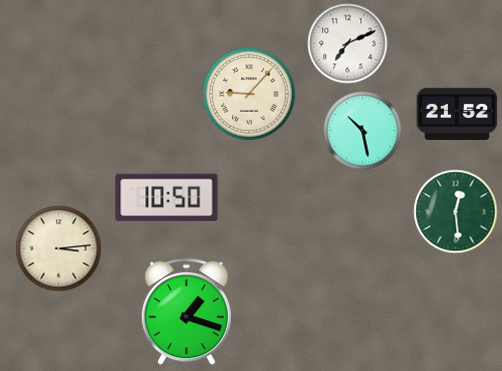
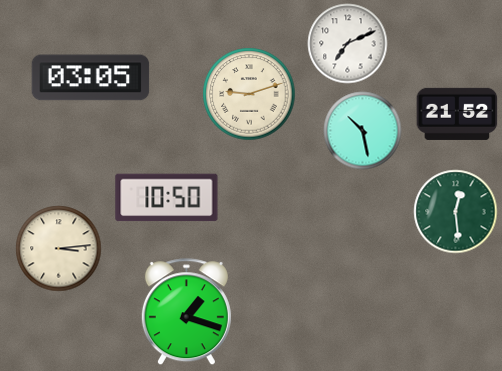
clock at (91, 78): none -> 03:05
clock at (249, 94): 9:07 -> 9:12
